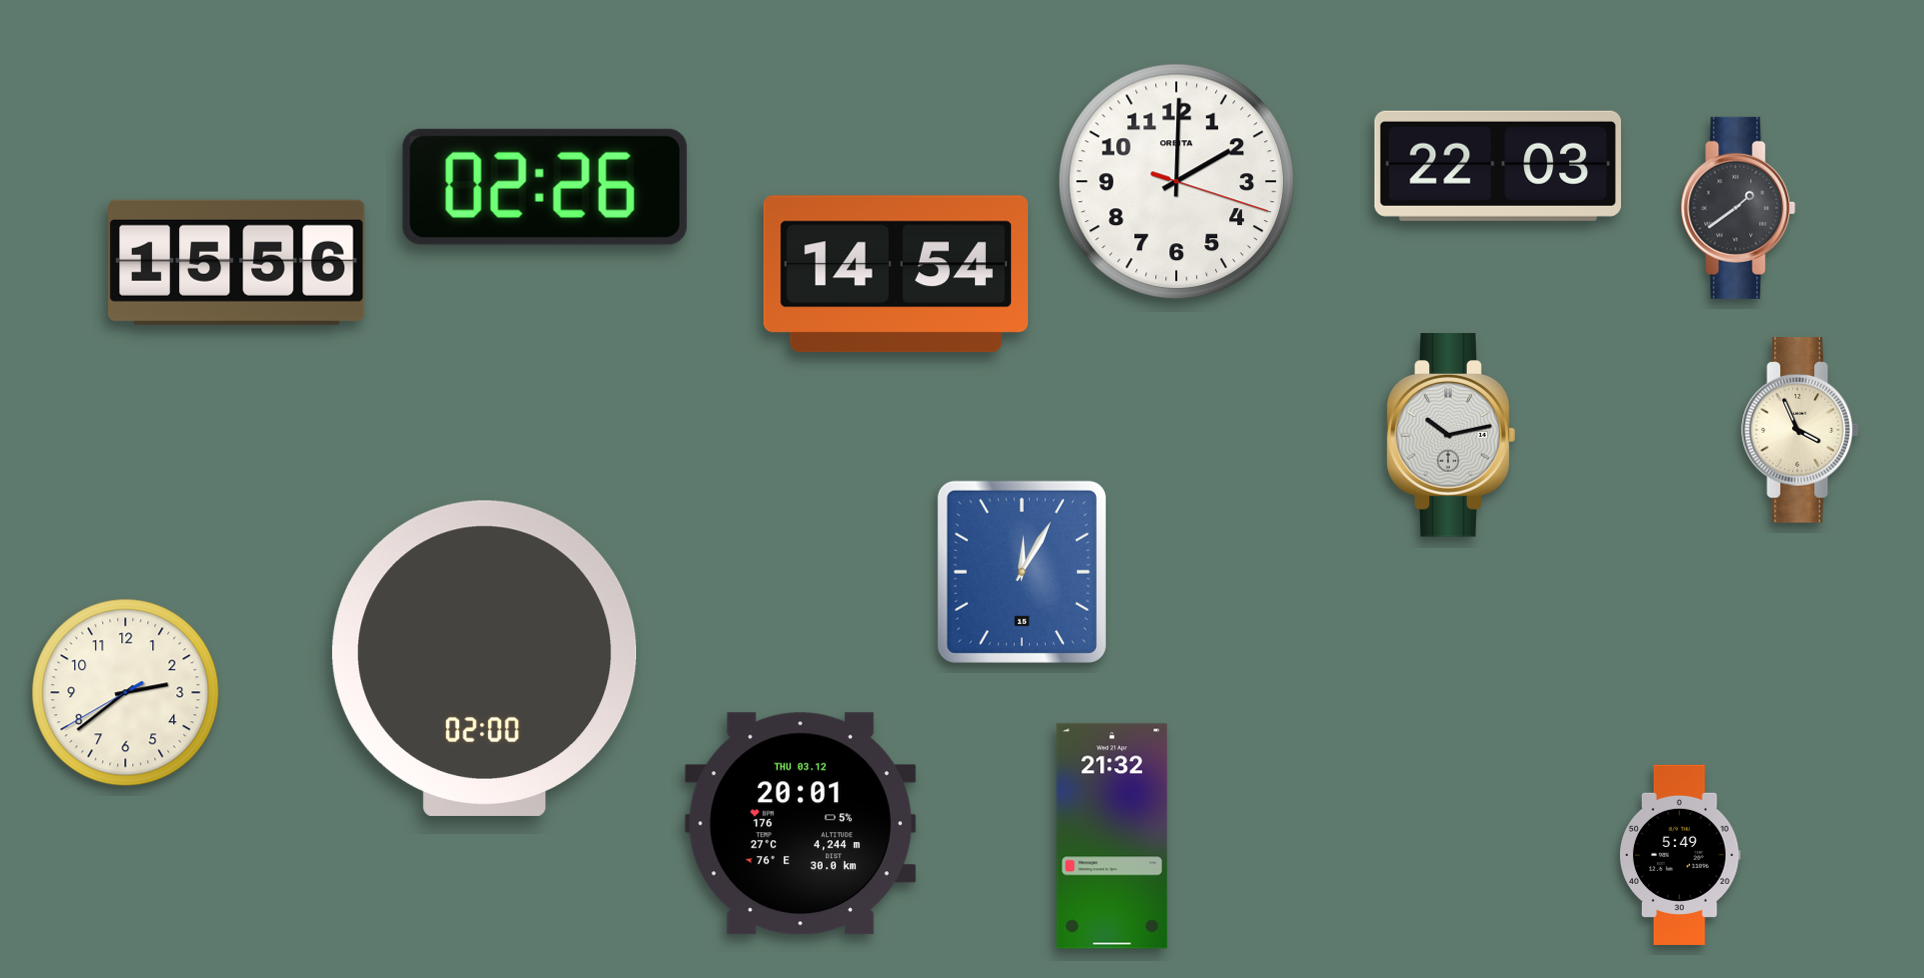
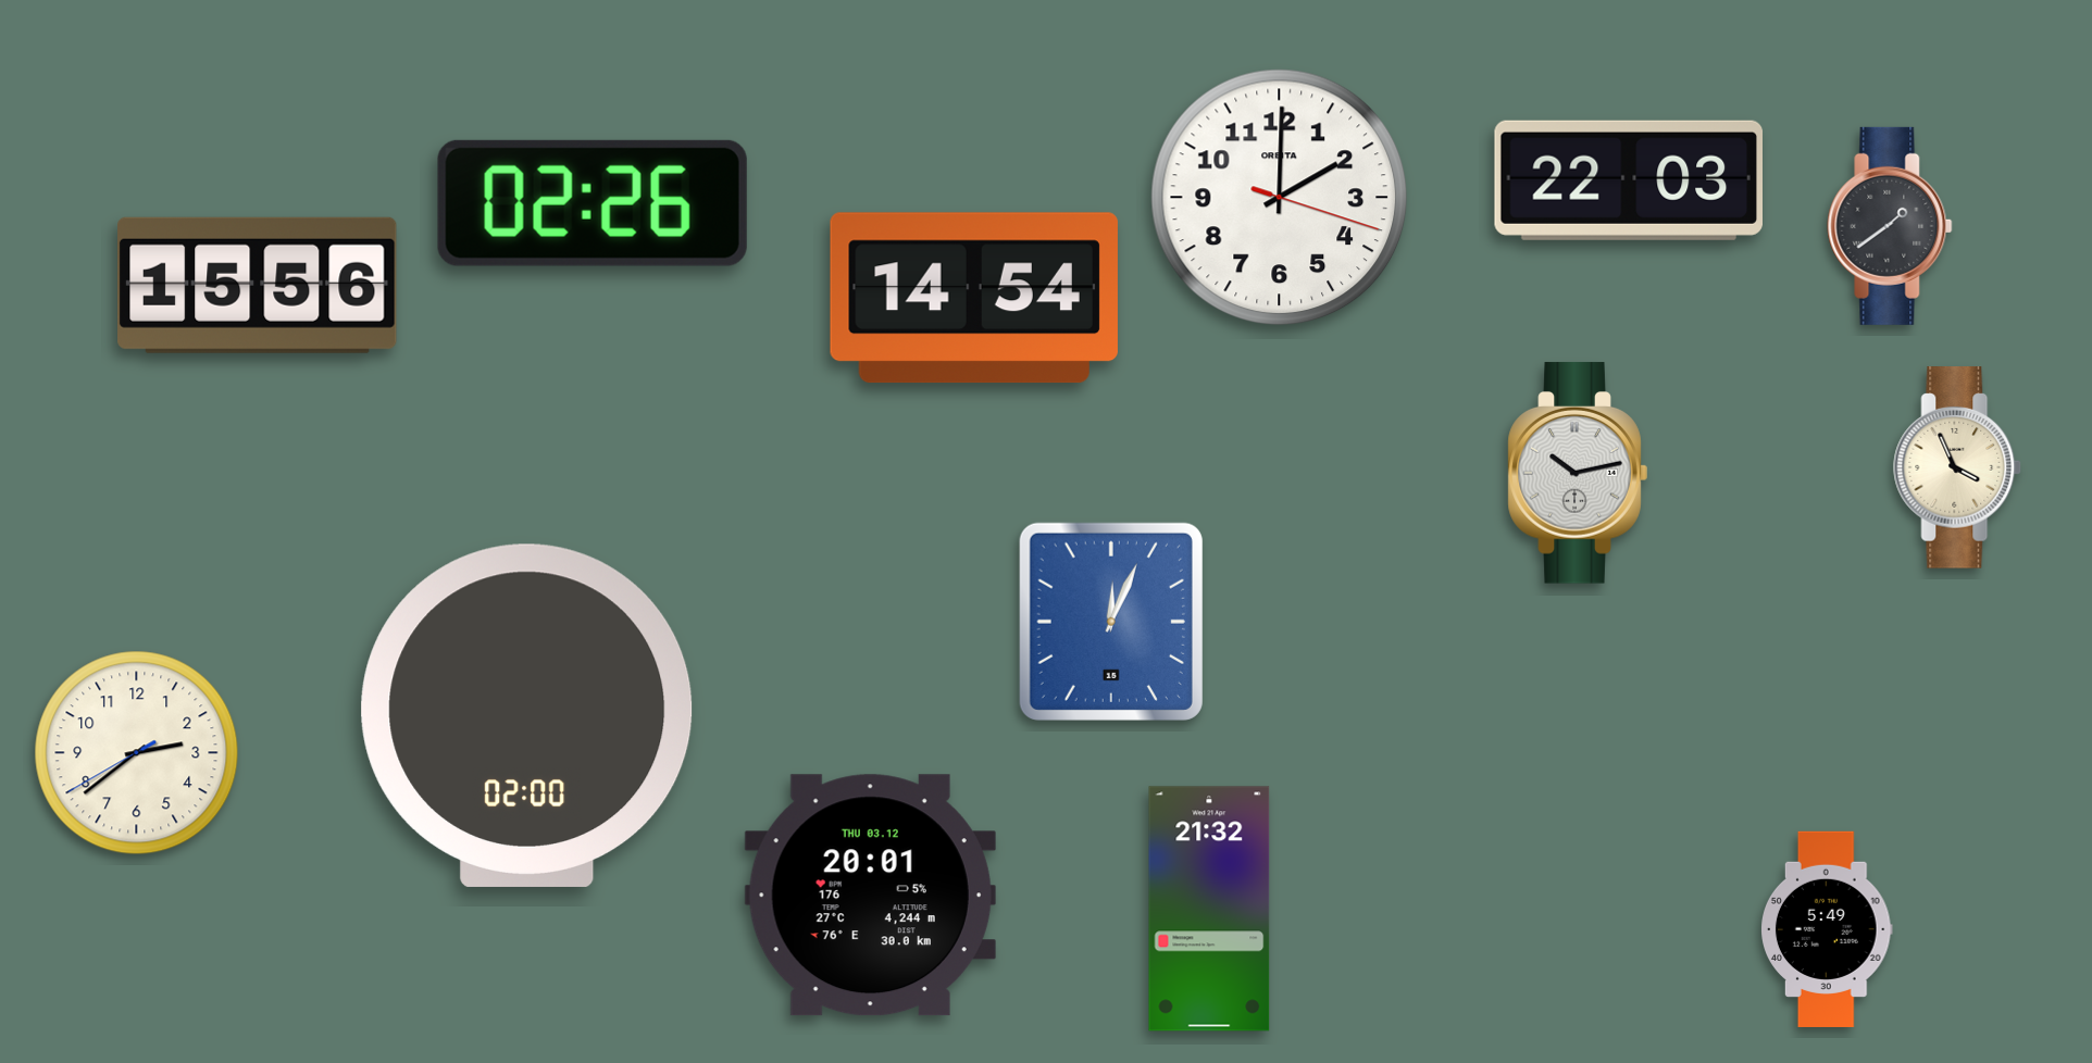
clock at (1022, 572): 12:05 -> 12:04
